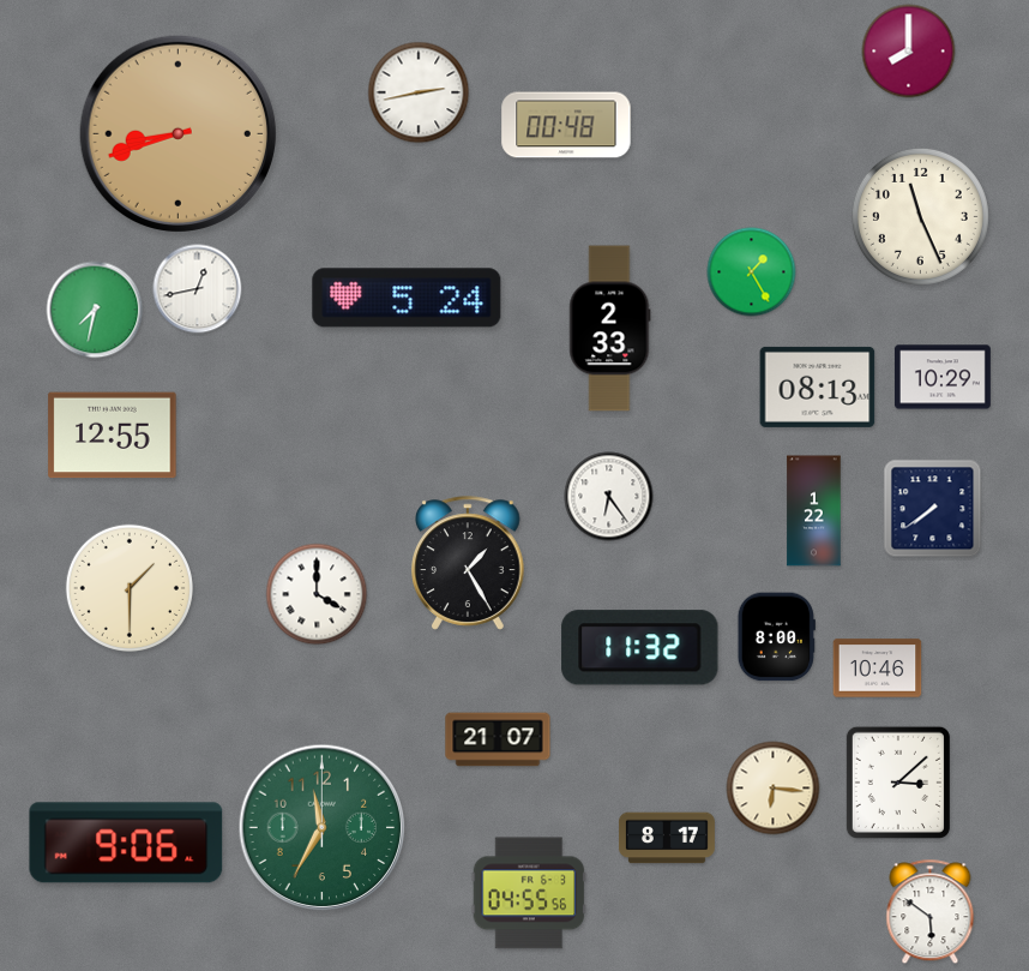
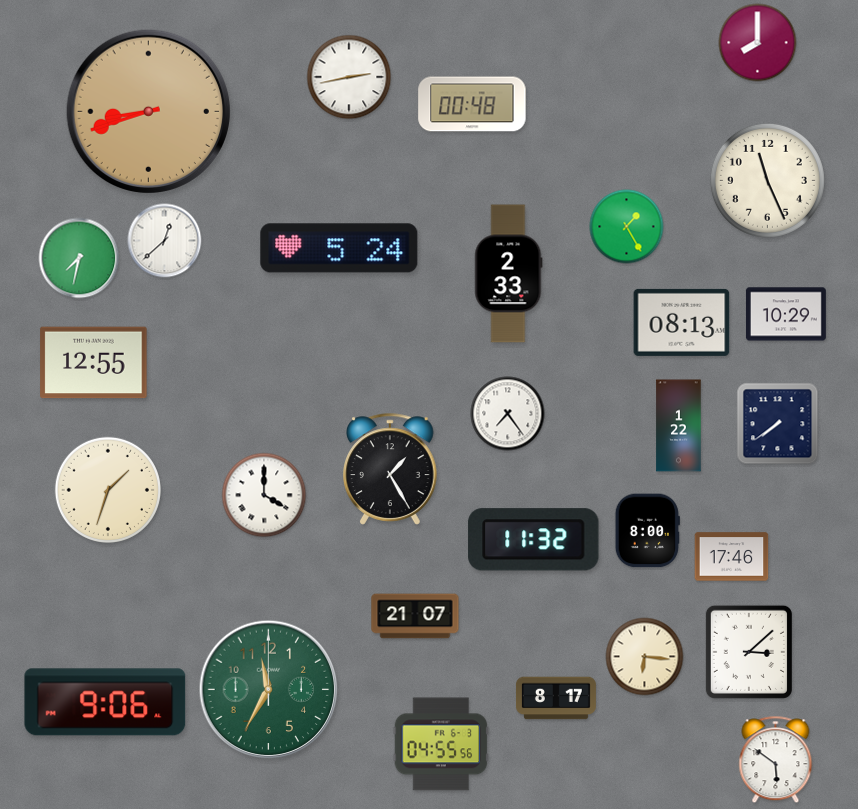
clock at (198, 289): 12:43 -> 12:38
clock at (609, 497): 6:24 -> 7:24
clock at (130, 588): 1:30 -> 1:33
clock at (878, 669): 10:46 -> 17:46
